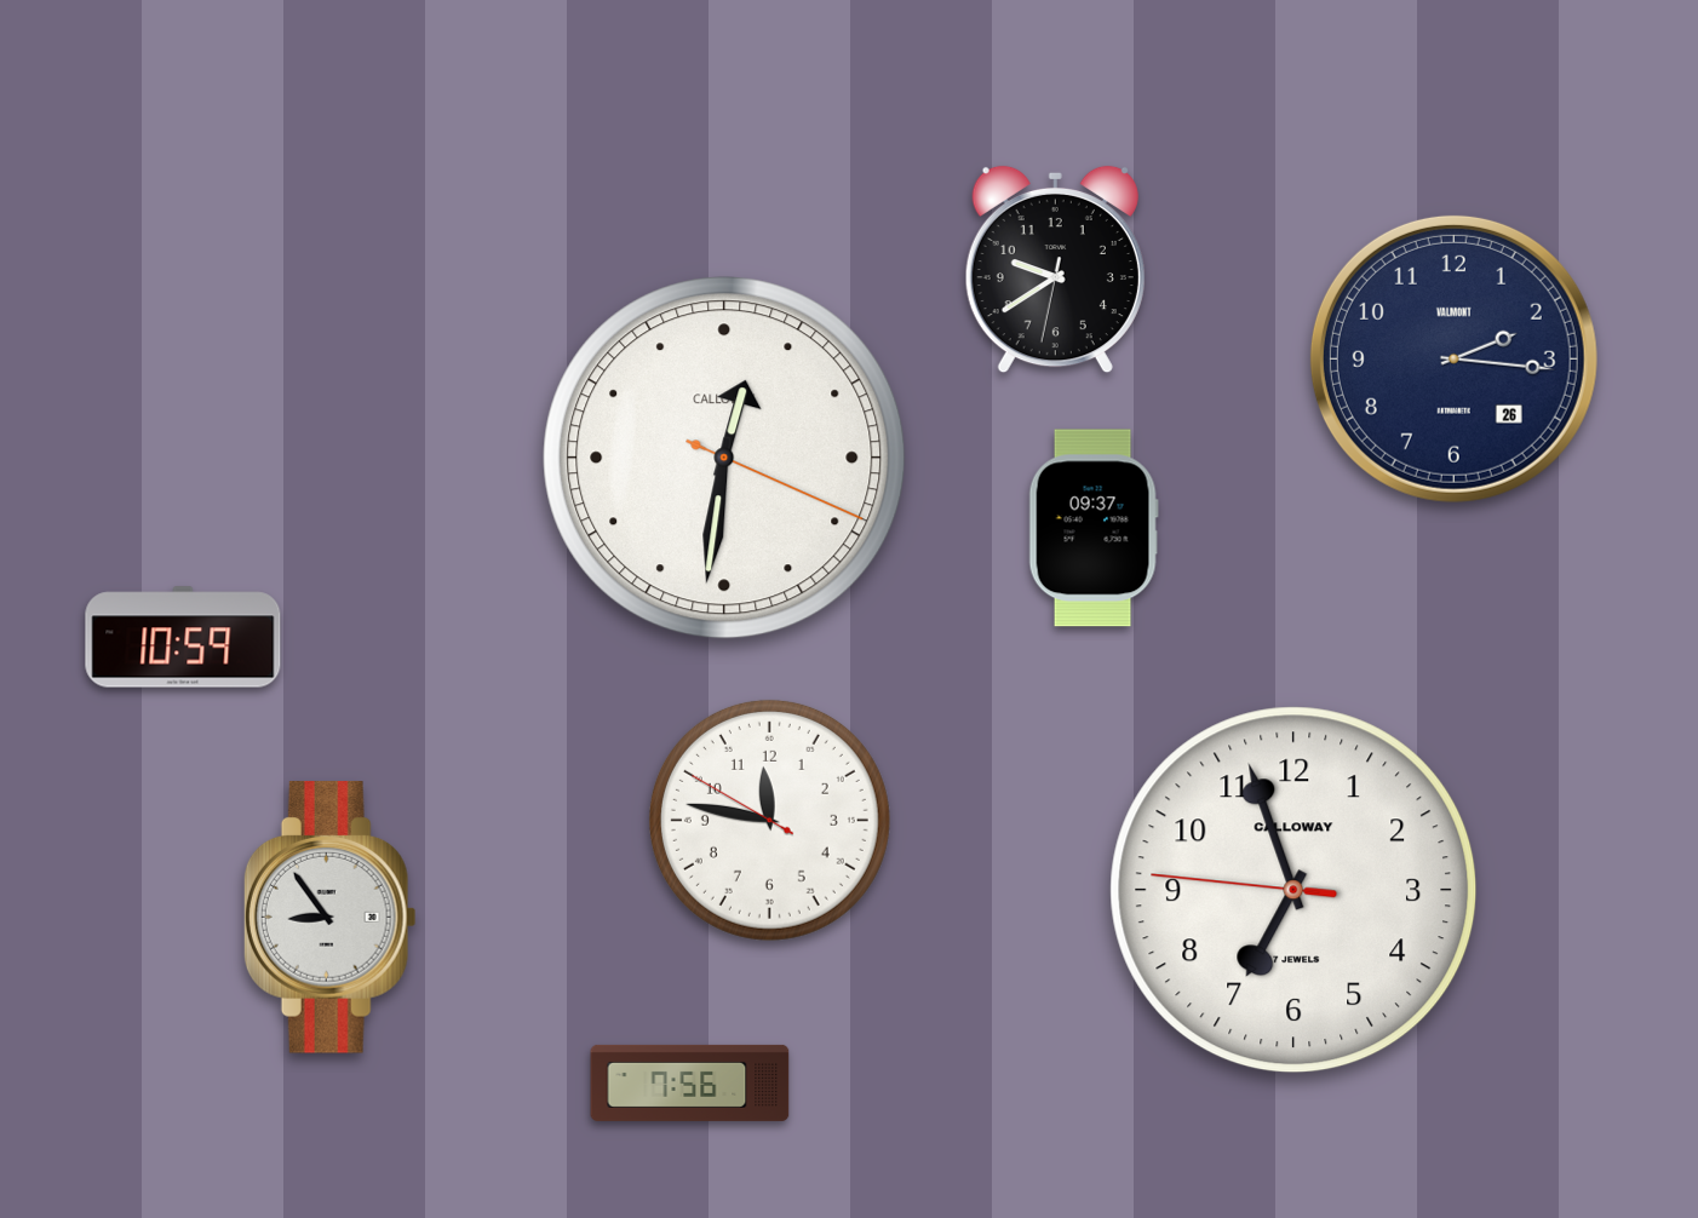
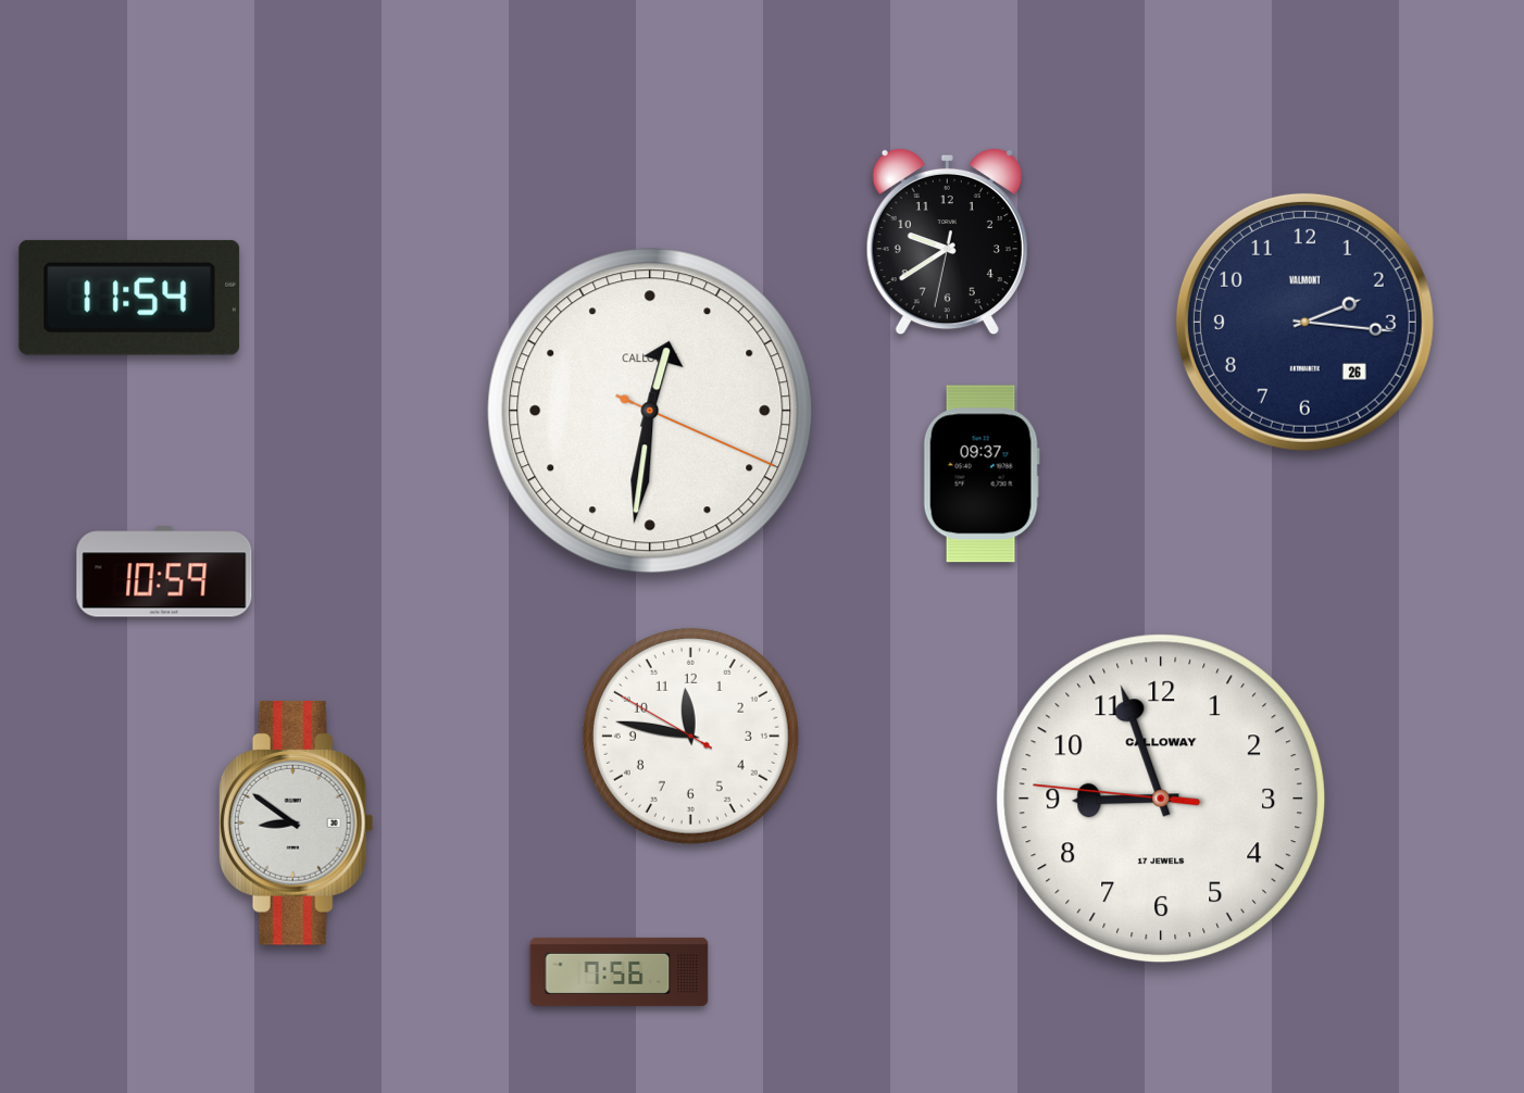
clock at (129, 298): none -> 11:54
clock at (1293, 890): 6:56 -> 8:56
clock at (329, 918): 8:54 -> 8:51
